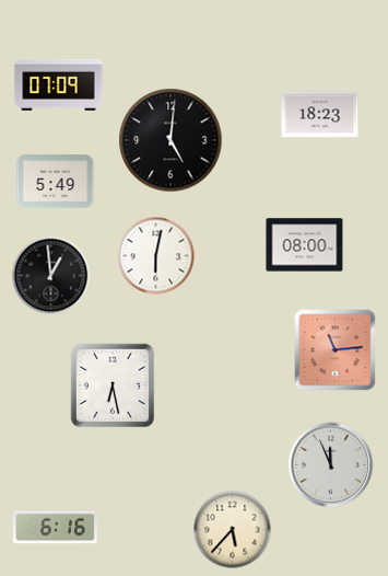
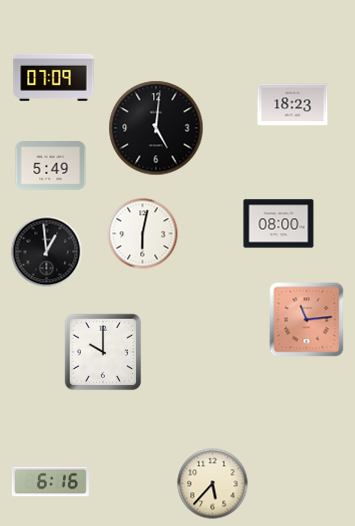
clock at (113, 385): 6:28 -> 10:00
clock at (331, 465): 11:56 -> none
